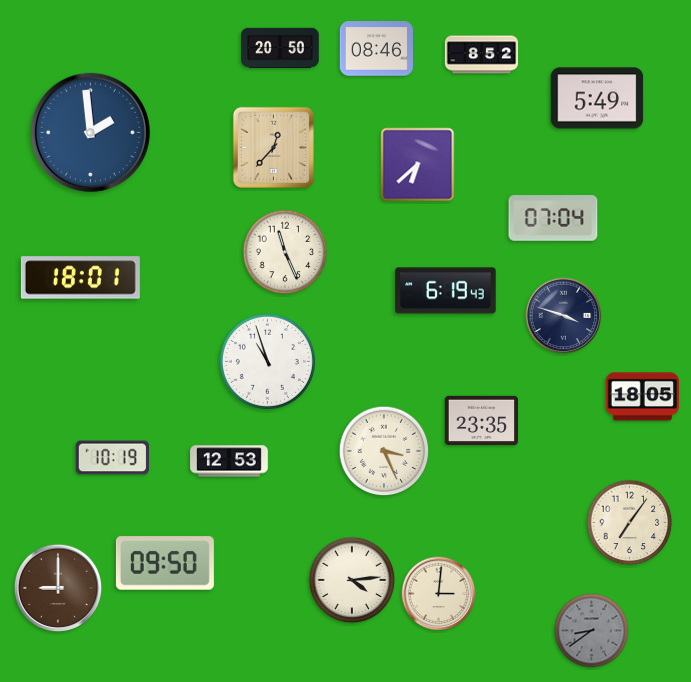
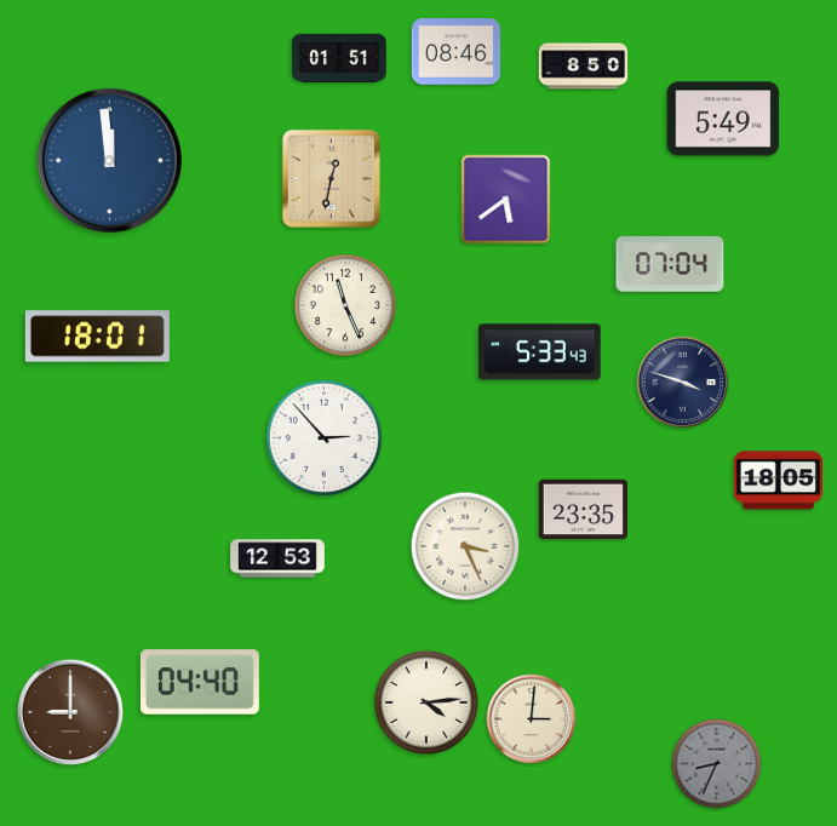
clock at (280, 47): 20:50 -> 01:51
clock at (376, 49) position: (376, 49) -> (455, 52)
clock at (482, 55): 8:52 -> 8:50
clock at (90, 132): 1:59 -> 11:59
clock at (273, 147): 12:37 -> 12:32
clock at (418, 165): 6:38 -> 5:39
clock at (446, 291): 6:19 -> 5:33
clock at (267, 361): 10:57 -> 2:53
clock at (112, 458): 10:19 -> none
clock at (630, 523): 7:06 -> none
clock at (165, 563): 09:50 -> 04:40
clock at (592, 631): 8:39 -> 8:34
